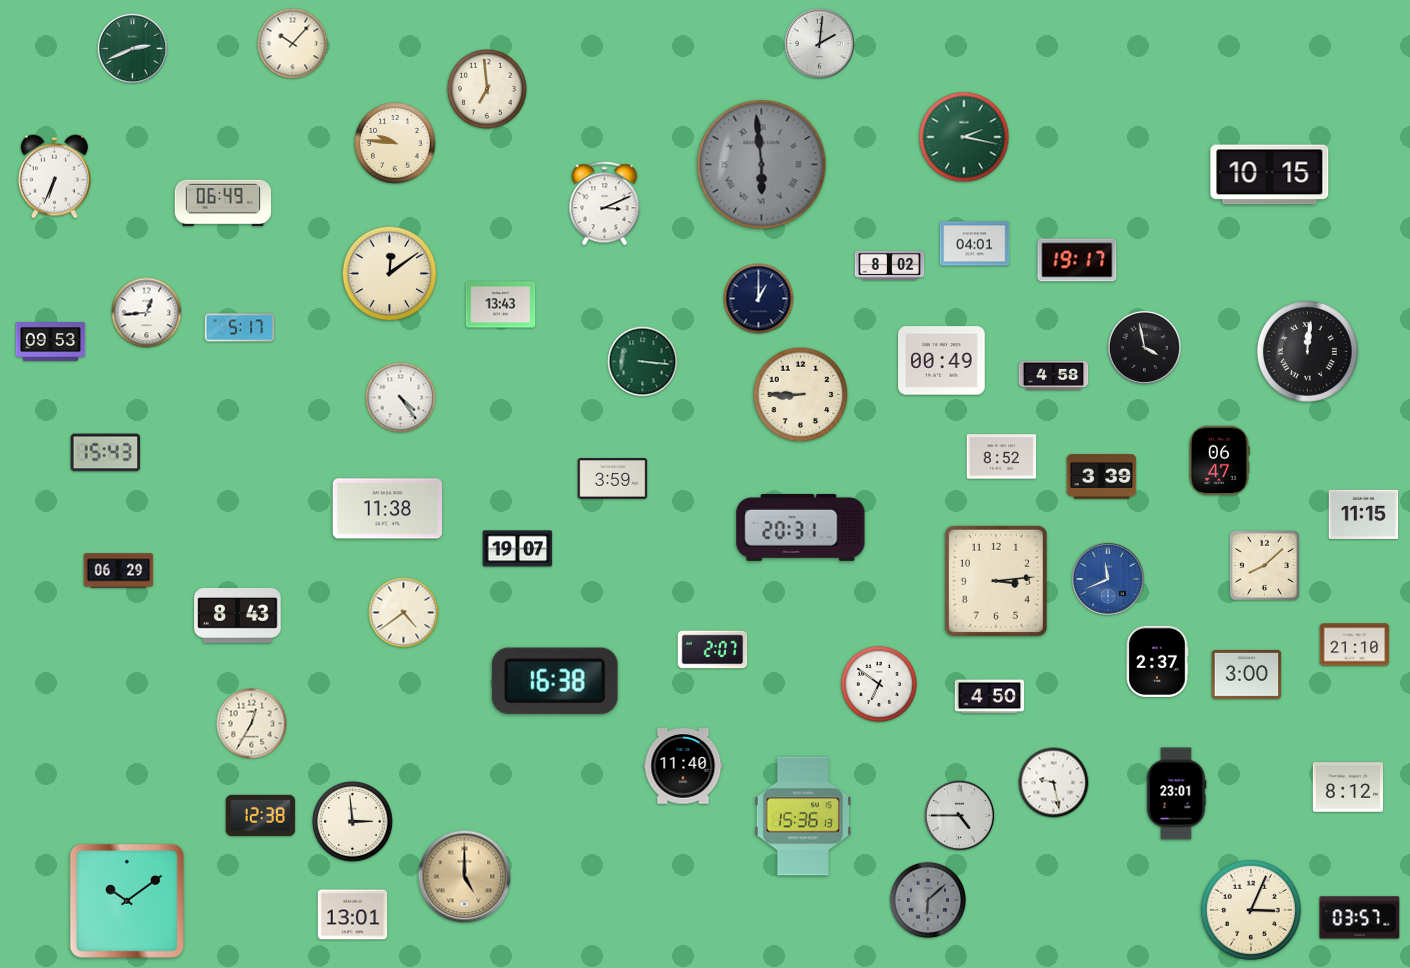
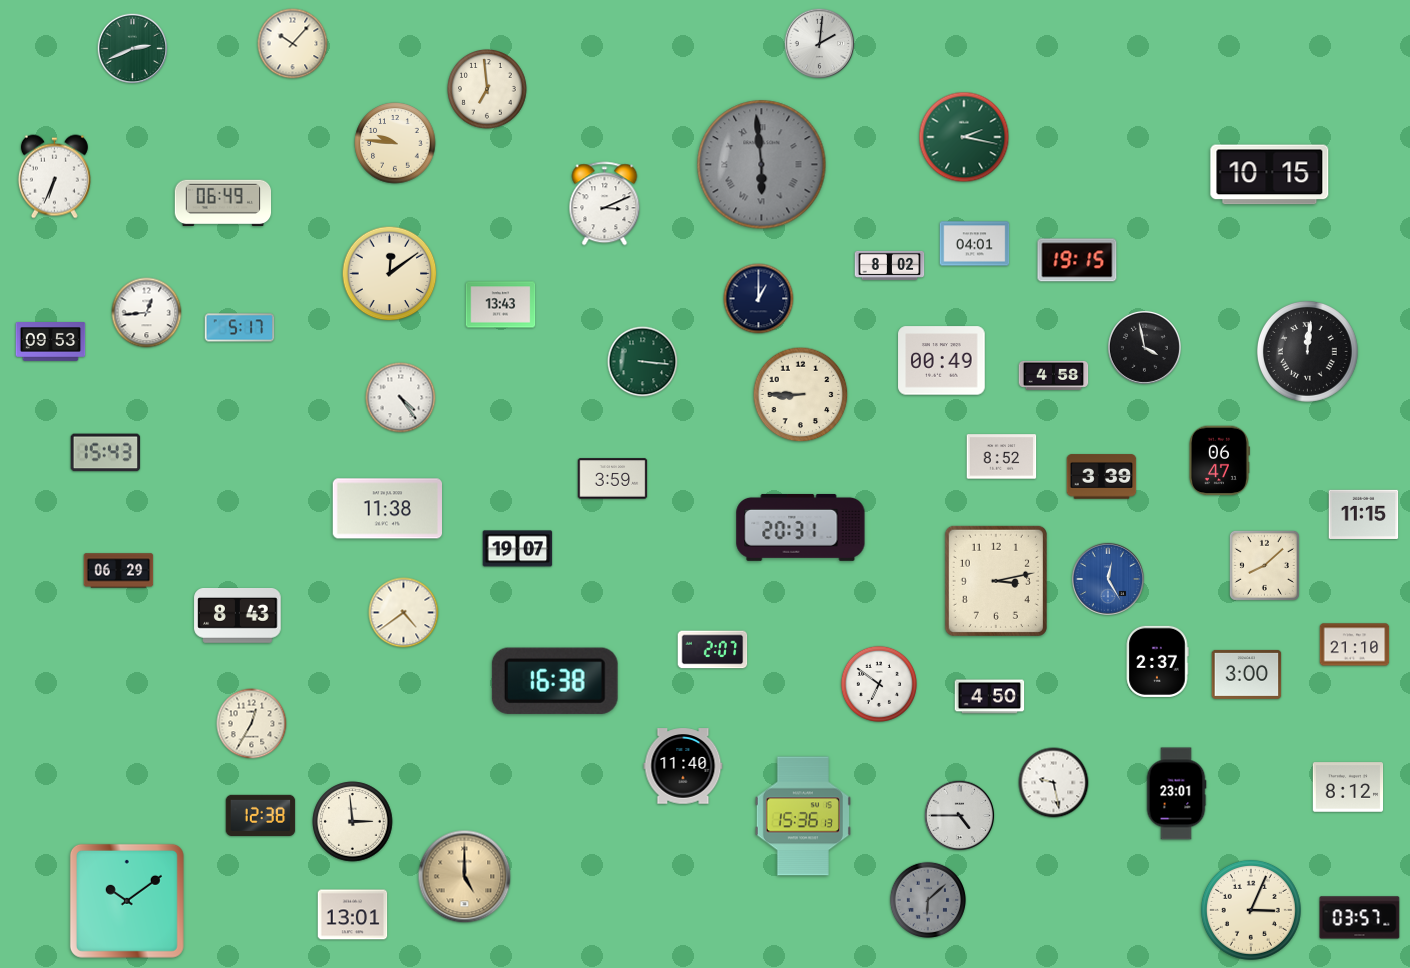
clock at (1077, 260): 19:17 -> 19:15
clock at (1108, 579): 11:41 -> 12:25
clock at (996, 581): 3:14 -> 3:13
